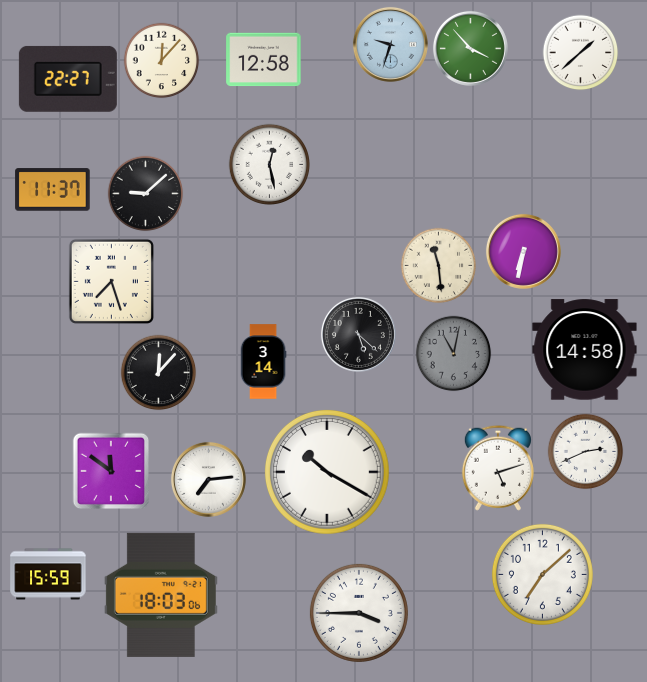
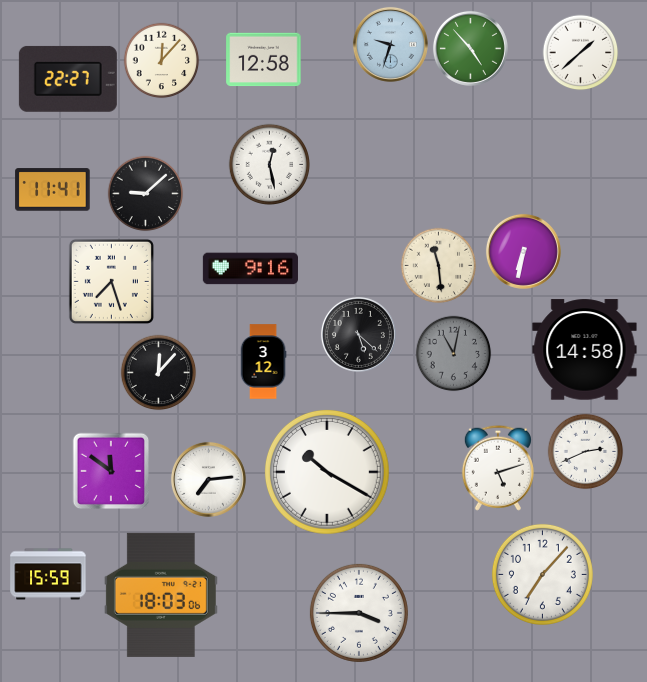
clock at (470, 48): 3:53 -> 4:53
clock at (53, 190): 11:37 -> 11:41
clock at (250, 269): none -> 9:16
clock at (263, 362): 3:14 -> 3:12
clock at (542, 574): 7:08 -> 7:07
